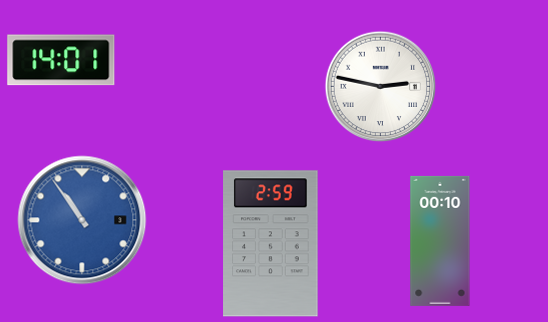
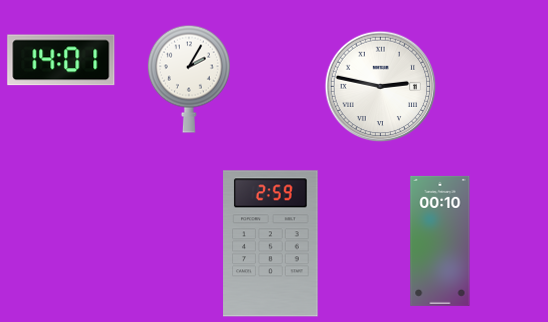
clock at (189, 79): none -> 2:05
clock at (82, 220): 10:54 -> none
